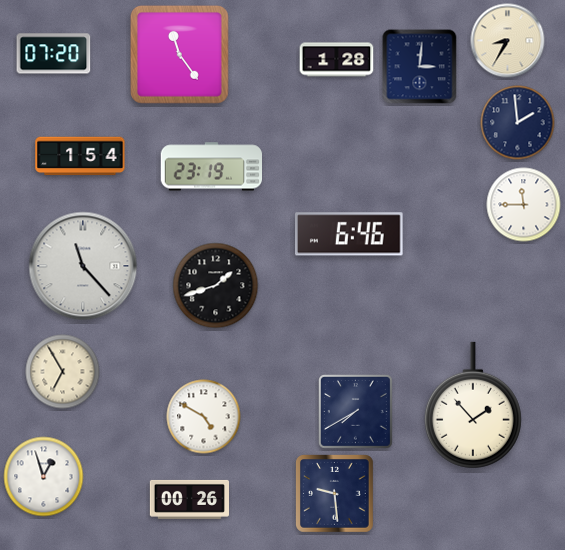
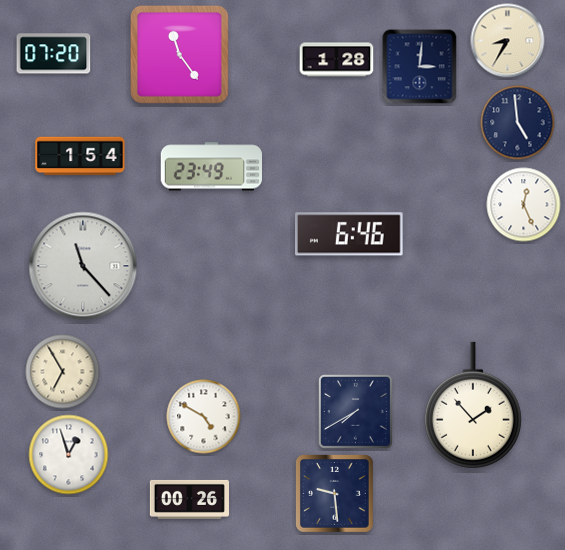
clock at (518, 123): 1:59 -> 4:59
clock at (212, 167): 23:19 -> 23:49
clock at (524, 205): 11:45 -> 12:26
clock at (216, 286): 1:42 -> none
clock at (44, 477) position: (44, 477) -> (69, 455)
